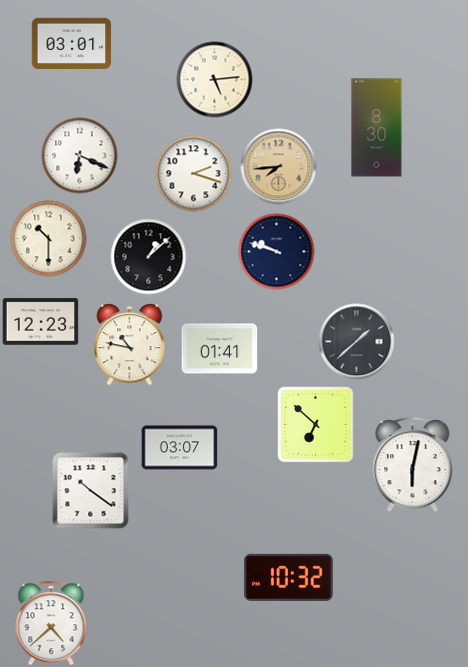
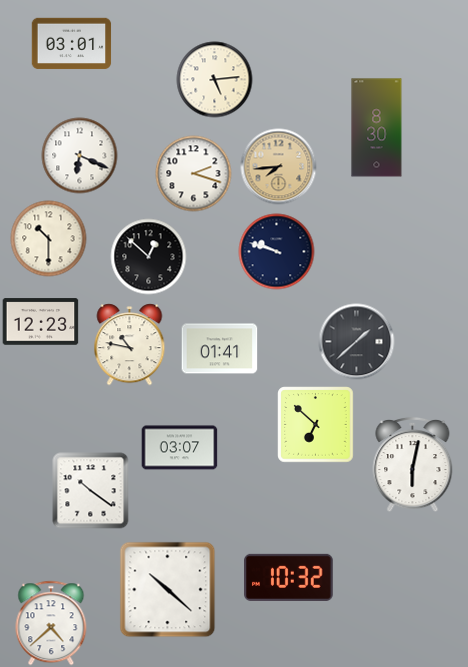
clock at (149, 257): 1:08 -> 12:52
clock at (168, 590): none -> 10:22
